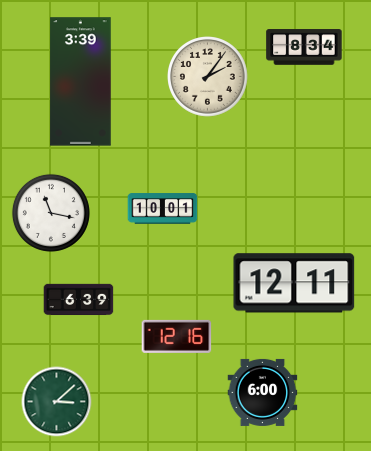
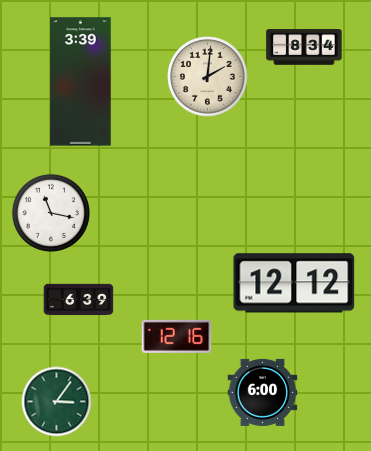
clock at (208, 77): 2:06 -> 2:01
clock at (163, 209): 10:01 -> none
clock at (294, 283): 12:11 -> 12:12
clock at (57, 402): 3:08 -> 3:06
